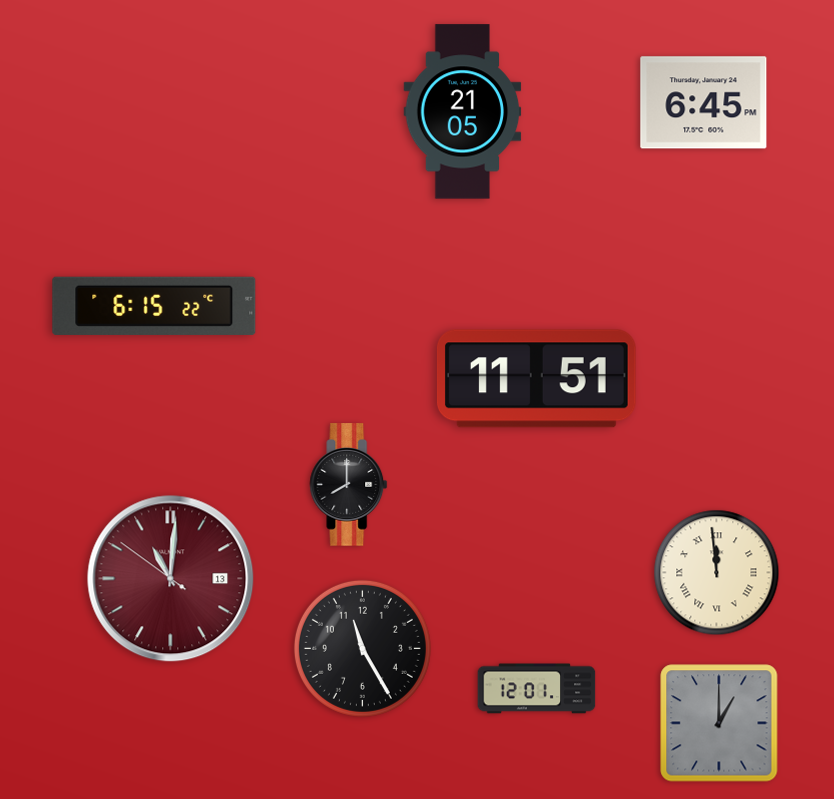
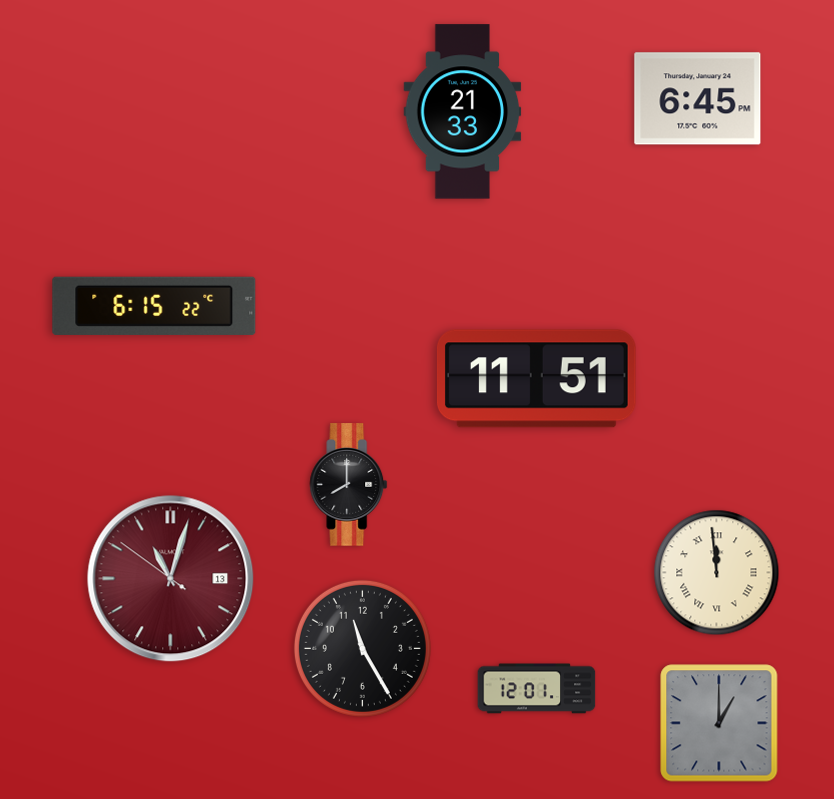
clock at (704, 103) position: (704, 103) -> (698, 99)
clock at (463, 112): 21:05 -> 21:33
clock at (171, 579): 11:00 -> 11:02
